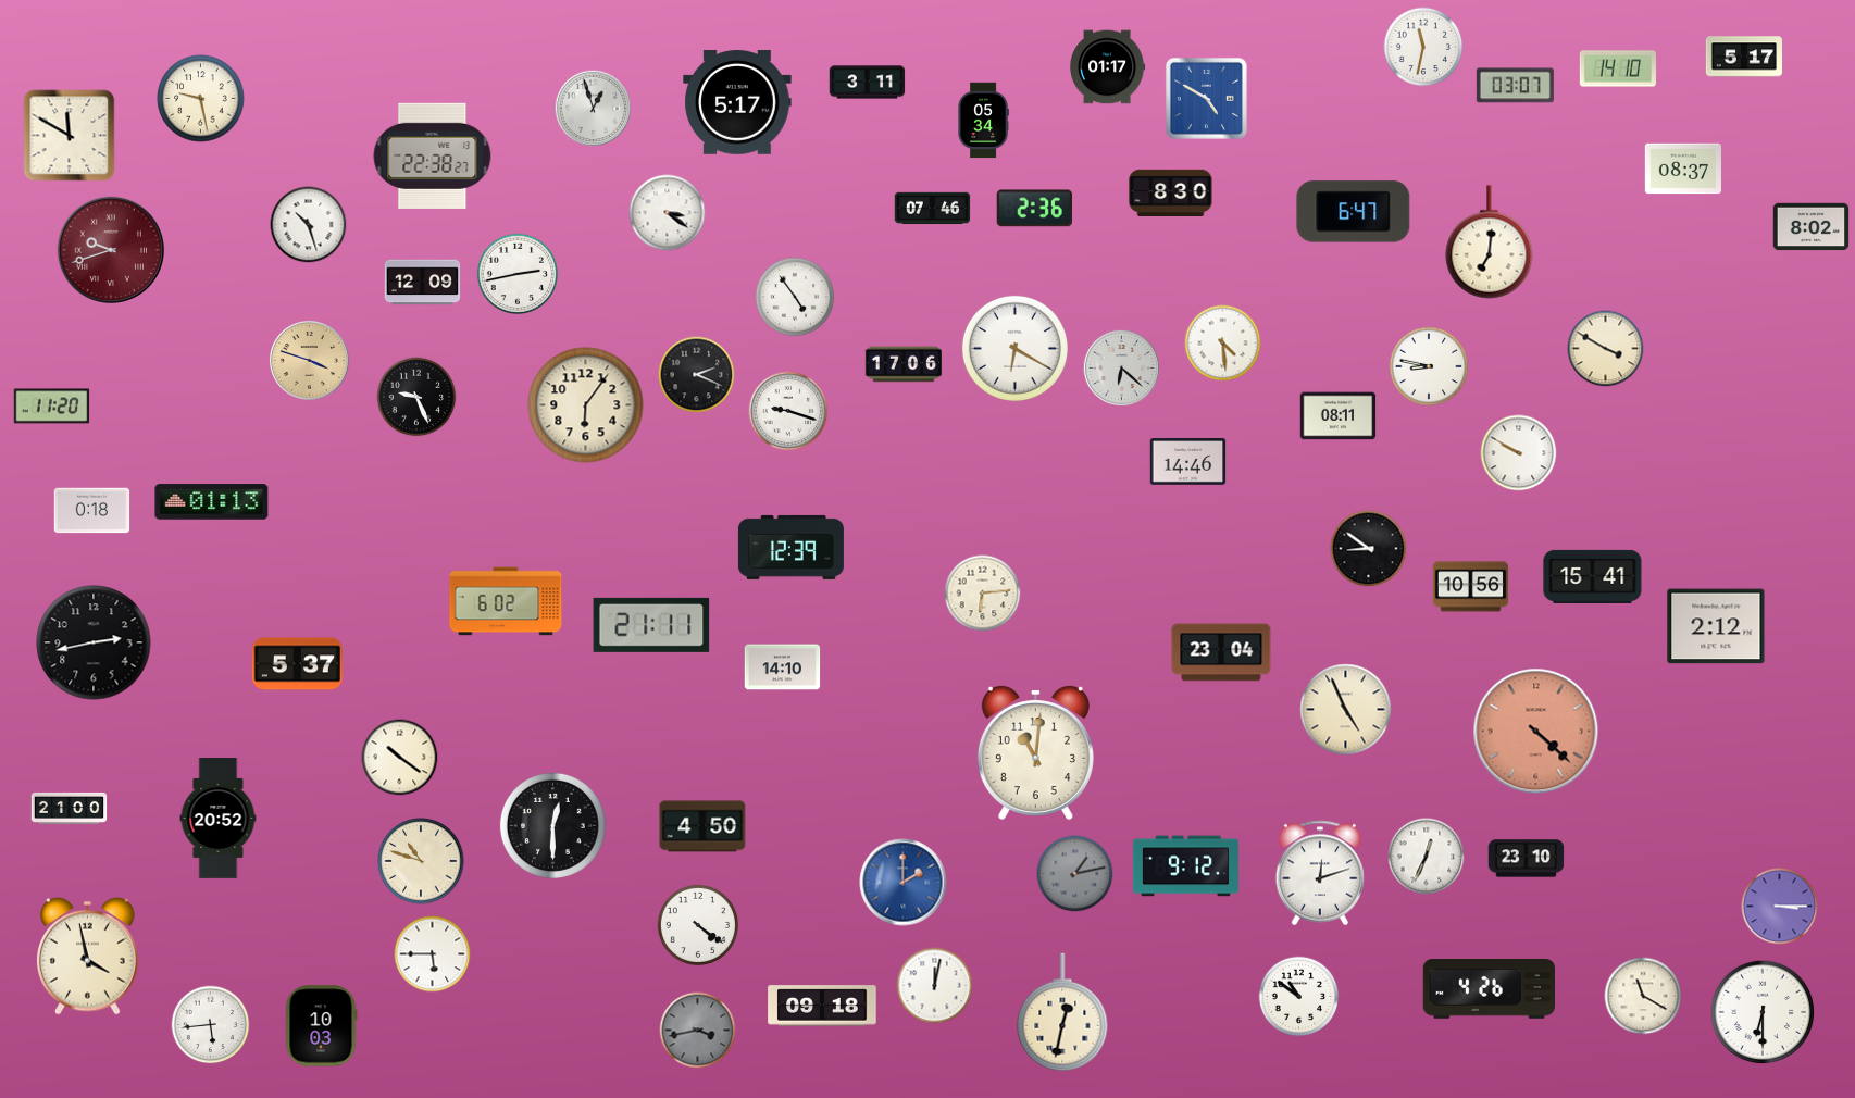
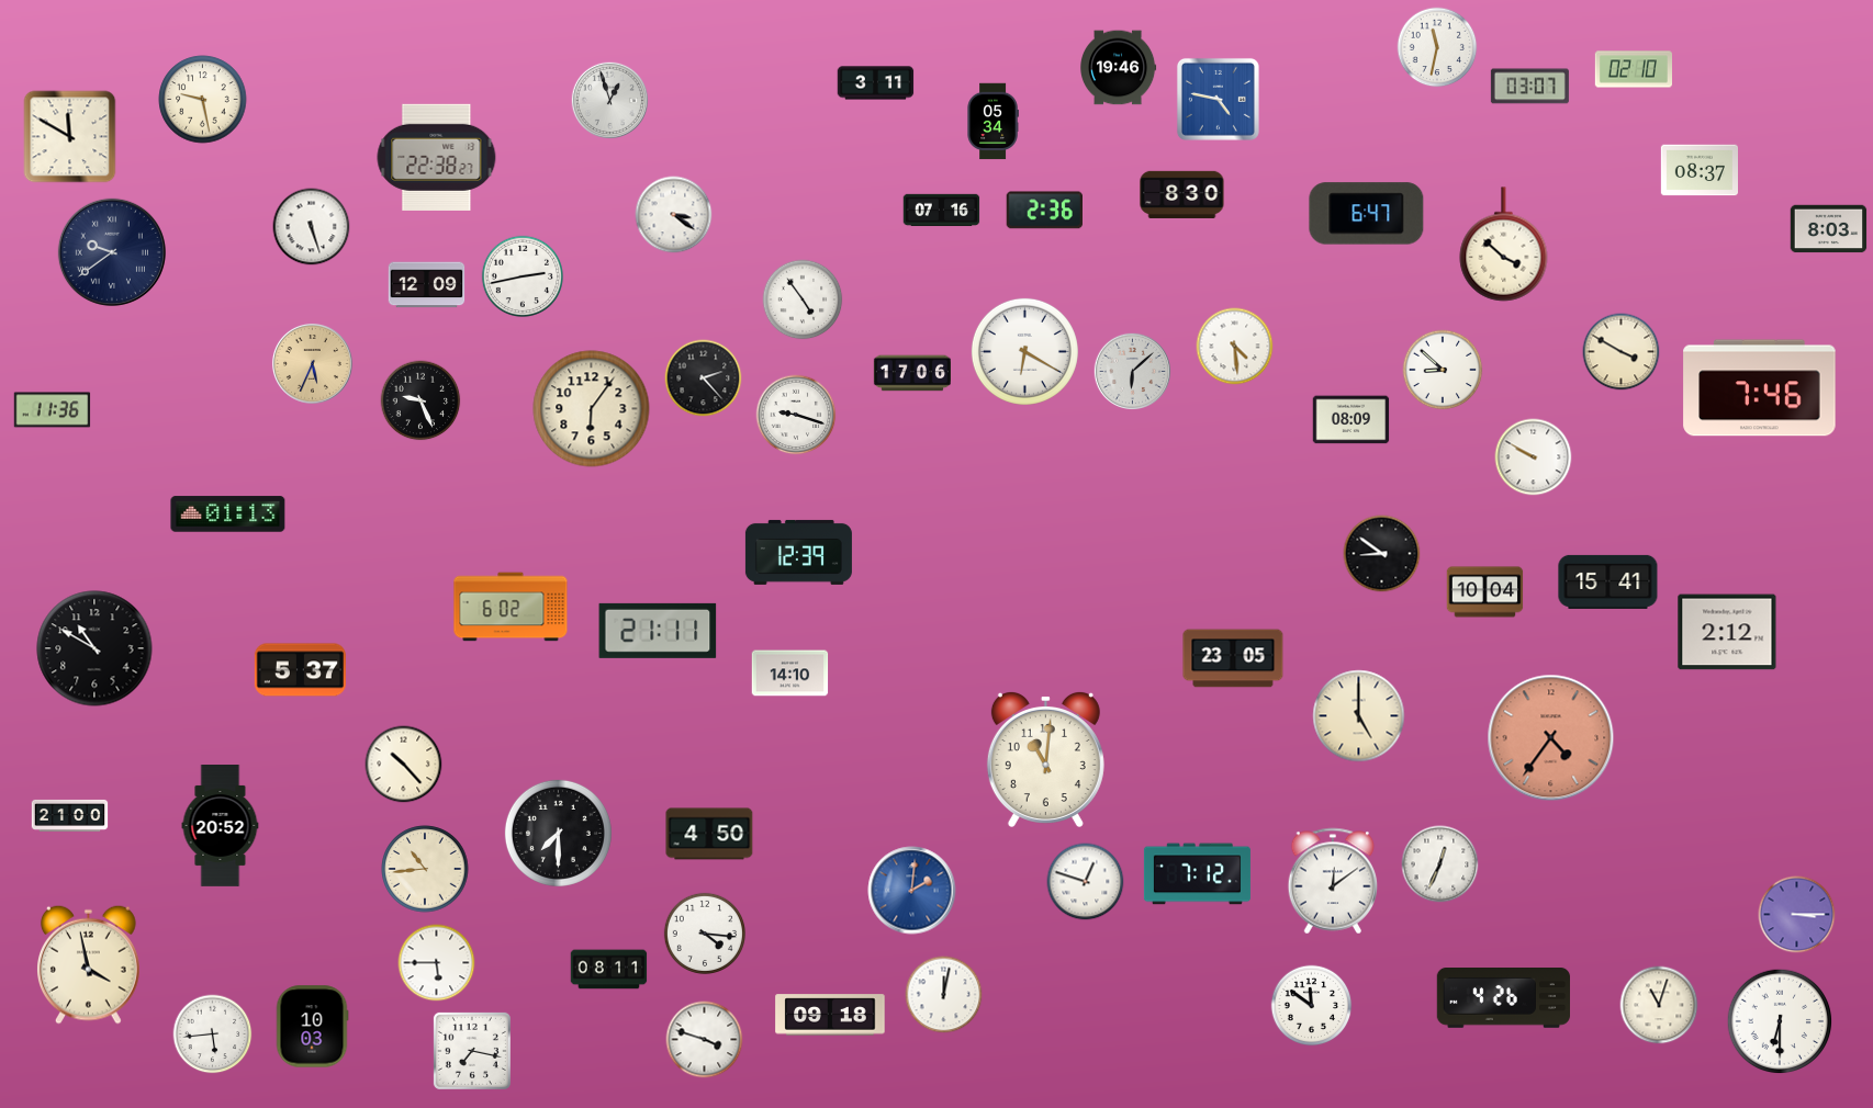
clock at (1743, 57): 5:17 -> none
clock at (1108, 67): 01:17 -> 19:46
clock at (1617, 68): 14:10 -> 02:10
clock at (1206, 98): 4:50 -> 4:47
clock at (737, 103): 5:17 -> none
clock at (593, 108) position: (593, 108) -> (609, 100)
clock at (933, 209): 07:46 -> 07:16
clock at (309, 225): 10:27 -> 5:27
clock at (1812, 227): 8:02 -> 8:03
clock at (1490, 242): 7:01 -> 3:52
clock at (111, 250): 9:42 -> 9:39
clock at (111, 250) dial: burgundy -> navy
clock at (309, 360): 3:48 -> 5:34
clock at (902, 364) position: (902, 364) -> (911, 373)
clock at (1429, 366): 8:47 -> 8:52
clock at (1121, 367): 6:22 -> 6:08
clock at (697, 375): 2:19 -> 2:23
clock at (1760, 388): none -> 7:46
clock at (52, 407): 11:20 -> 11:36
clock at (1339, 416): 08:11 -> 08:09
clock at (1188, 462): 14:46 -> none
clock at (212, 502) position: (212, 502) -> (228, 515)
clock at (92, 511): 0:18 -> none
clock at (1471, 587): 10:56 -> 10:04
clock at (983, 594): 6:14 -> none
clock at (1716, 626) position: (1716, 626) -> (1727, 632)
clock at (94, 642): 2:43 -> 10:50
clock at (1221, 652): 23:04 -> 23:05
clock at (1346, 710): 4:56 -> 5:00
clock at (1536, 732): 4:22 -> 4:36
clock at (400, 758): 10:21 -> 10:23
clock at (552, 825): 12:30 -> 7:30
clock at (1527, 859): 23:10 -> none
clock at (421, 861): 10:48 -> 10:44
clock at (1185, 866): 9:12 -> 7:12
clock at (1320, 873): 12:12 -> 12:09
clock at (1075, 874): 1:13 -> 12:48
clock at (1075, 874) dial: grey -> white
clock at (904, 883): 2:00 -> 2:01
clock at (698, 925): 4:21 -> 4:16
clock at (609, 970): none -> 08:11
clock at (1643, 996): 11:20 -> 11:03
clock at (1299, 997): 10:51 -> 11:51
clock at (1062, 1012): 12:32 -> none
clock at (321, 1026) position: (321, 1026) -> (312, 1027)
clock at (698, 1031): 3:43 -> 3:48
clock at (698, 1031) dial: grey -> white
clock at (472, 1051): none -> 7:17
